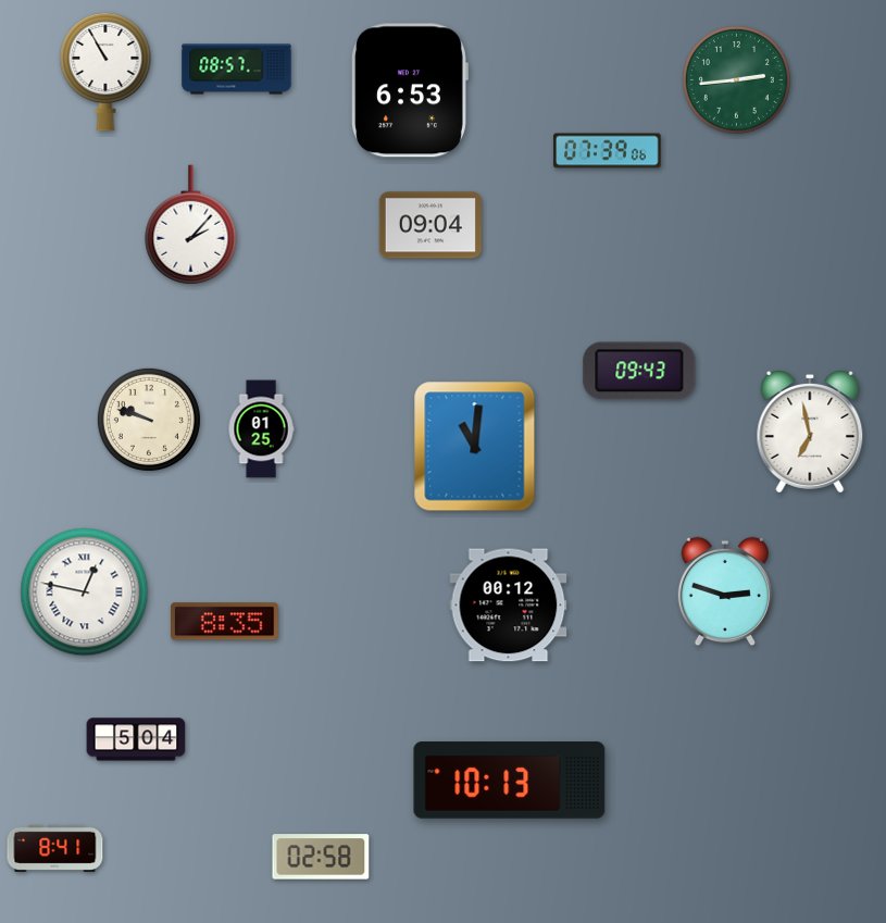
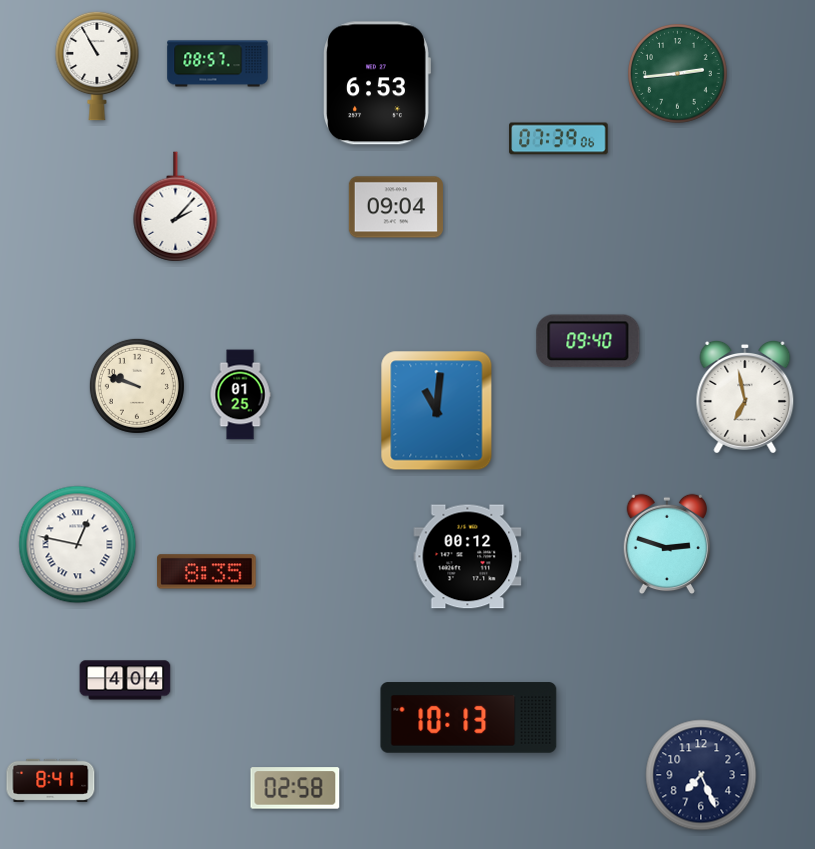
clock at (639, 371): 09:43 -> 09:40
clock at (136, 739): 5:04 -> 4:04
clock at (701, 775): none -> 7:26
